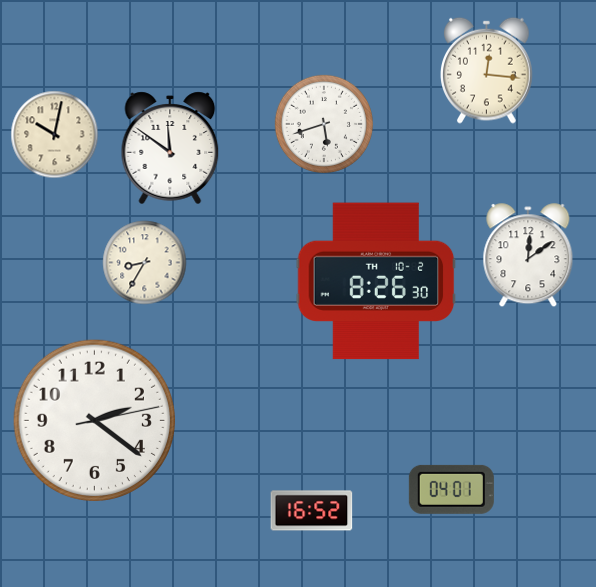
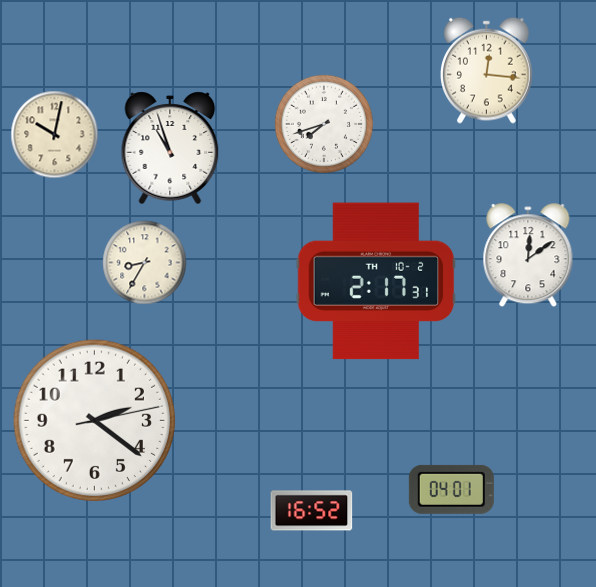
clock at (324, 124): 5:42 -> 7:42
clock at (170, 148): 11:51 -> 10:57
clock at (376, 281): 8:26 -> 2:17
